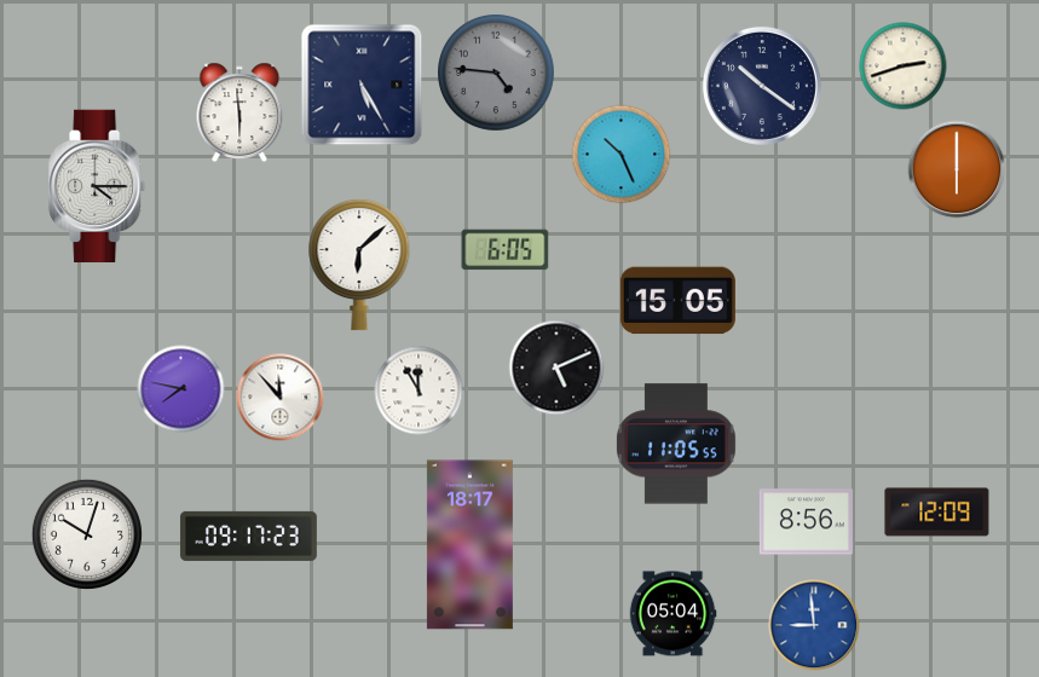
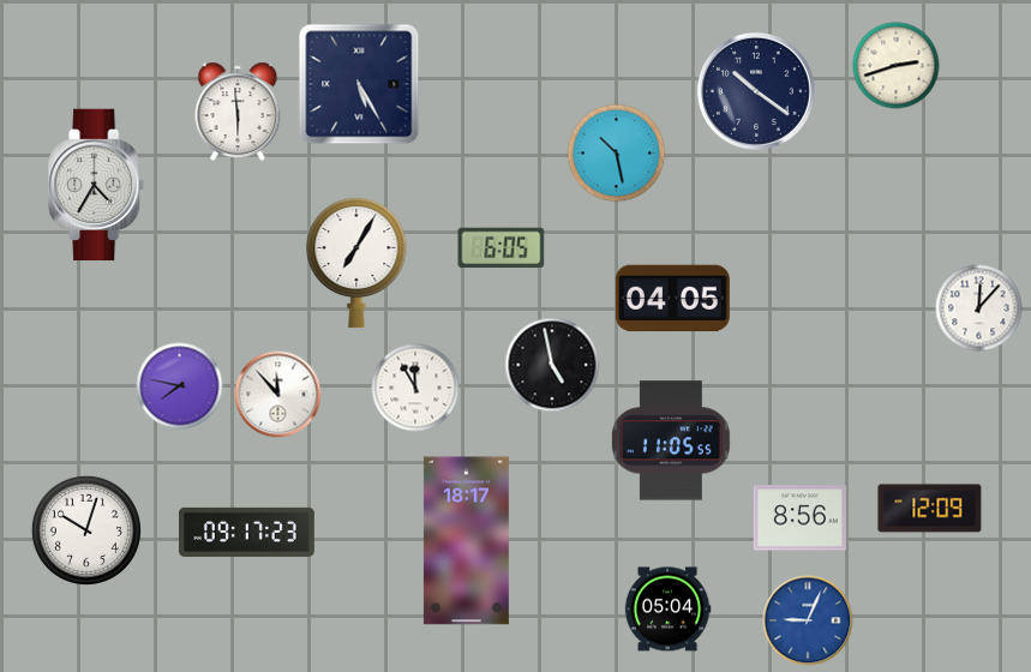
clock at (497, 74): 4:46 -> none
clock at (762, 86) position: (762, 86) -> (756, 91)
clock at (622, 155): 10:26 -> 10:28
clock at (957, 169): 6:00 -> none
clock at (98, 186): 4:15 -> 4:35
clock at (359, 265): 6:08 -> 7:05
clock at (677, 301): 15:05 -> 04:05
clock at (979, 308): none -> 12:07
clock at (556, 368): 5:11 -> 4:58
clock at (814, 625): 8:59 -> 9:04
